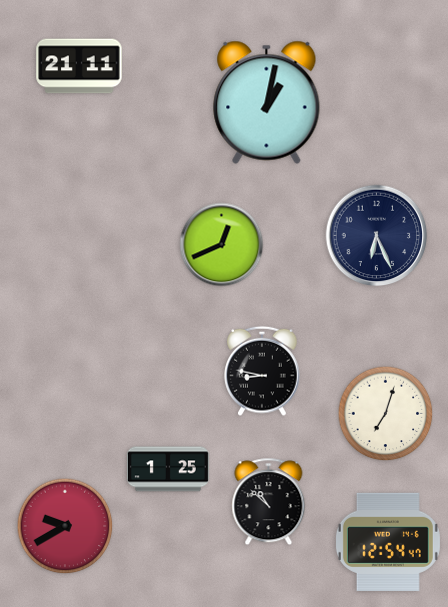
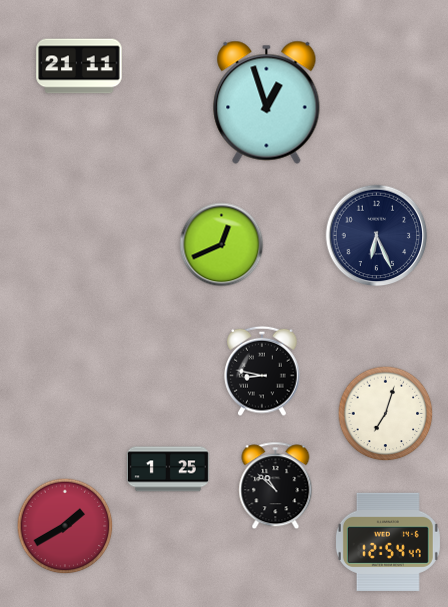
clock at (267, 102): 1:02 -> 12:57
clock at (269, 502) position: (269, 502) -> (276, 486)
clock at (65, 526): 9:40 -> 1:40
